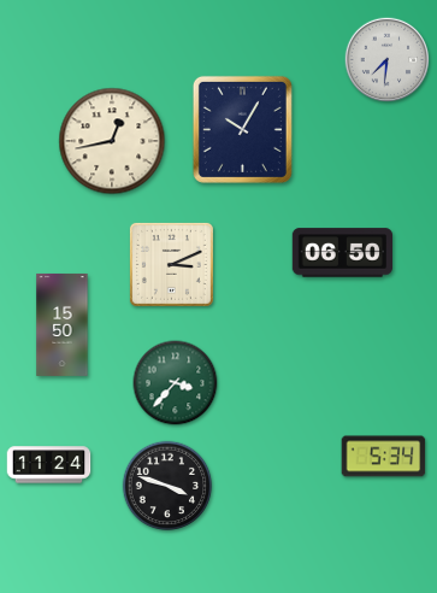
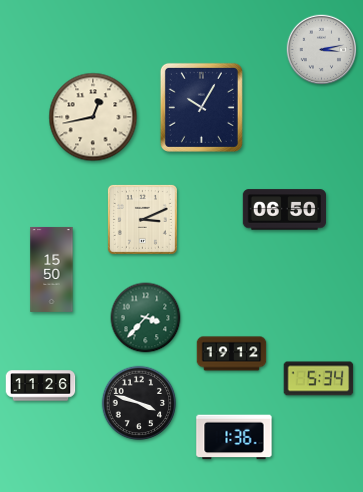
clock at (388, 60): 7:31 -> 3:13
clock at (232, 354): none -> 19:12
clock at (49, 465): 11:24 -> 11:26
clock at (234, 437): none -> 1:36
